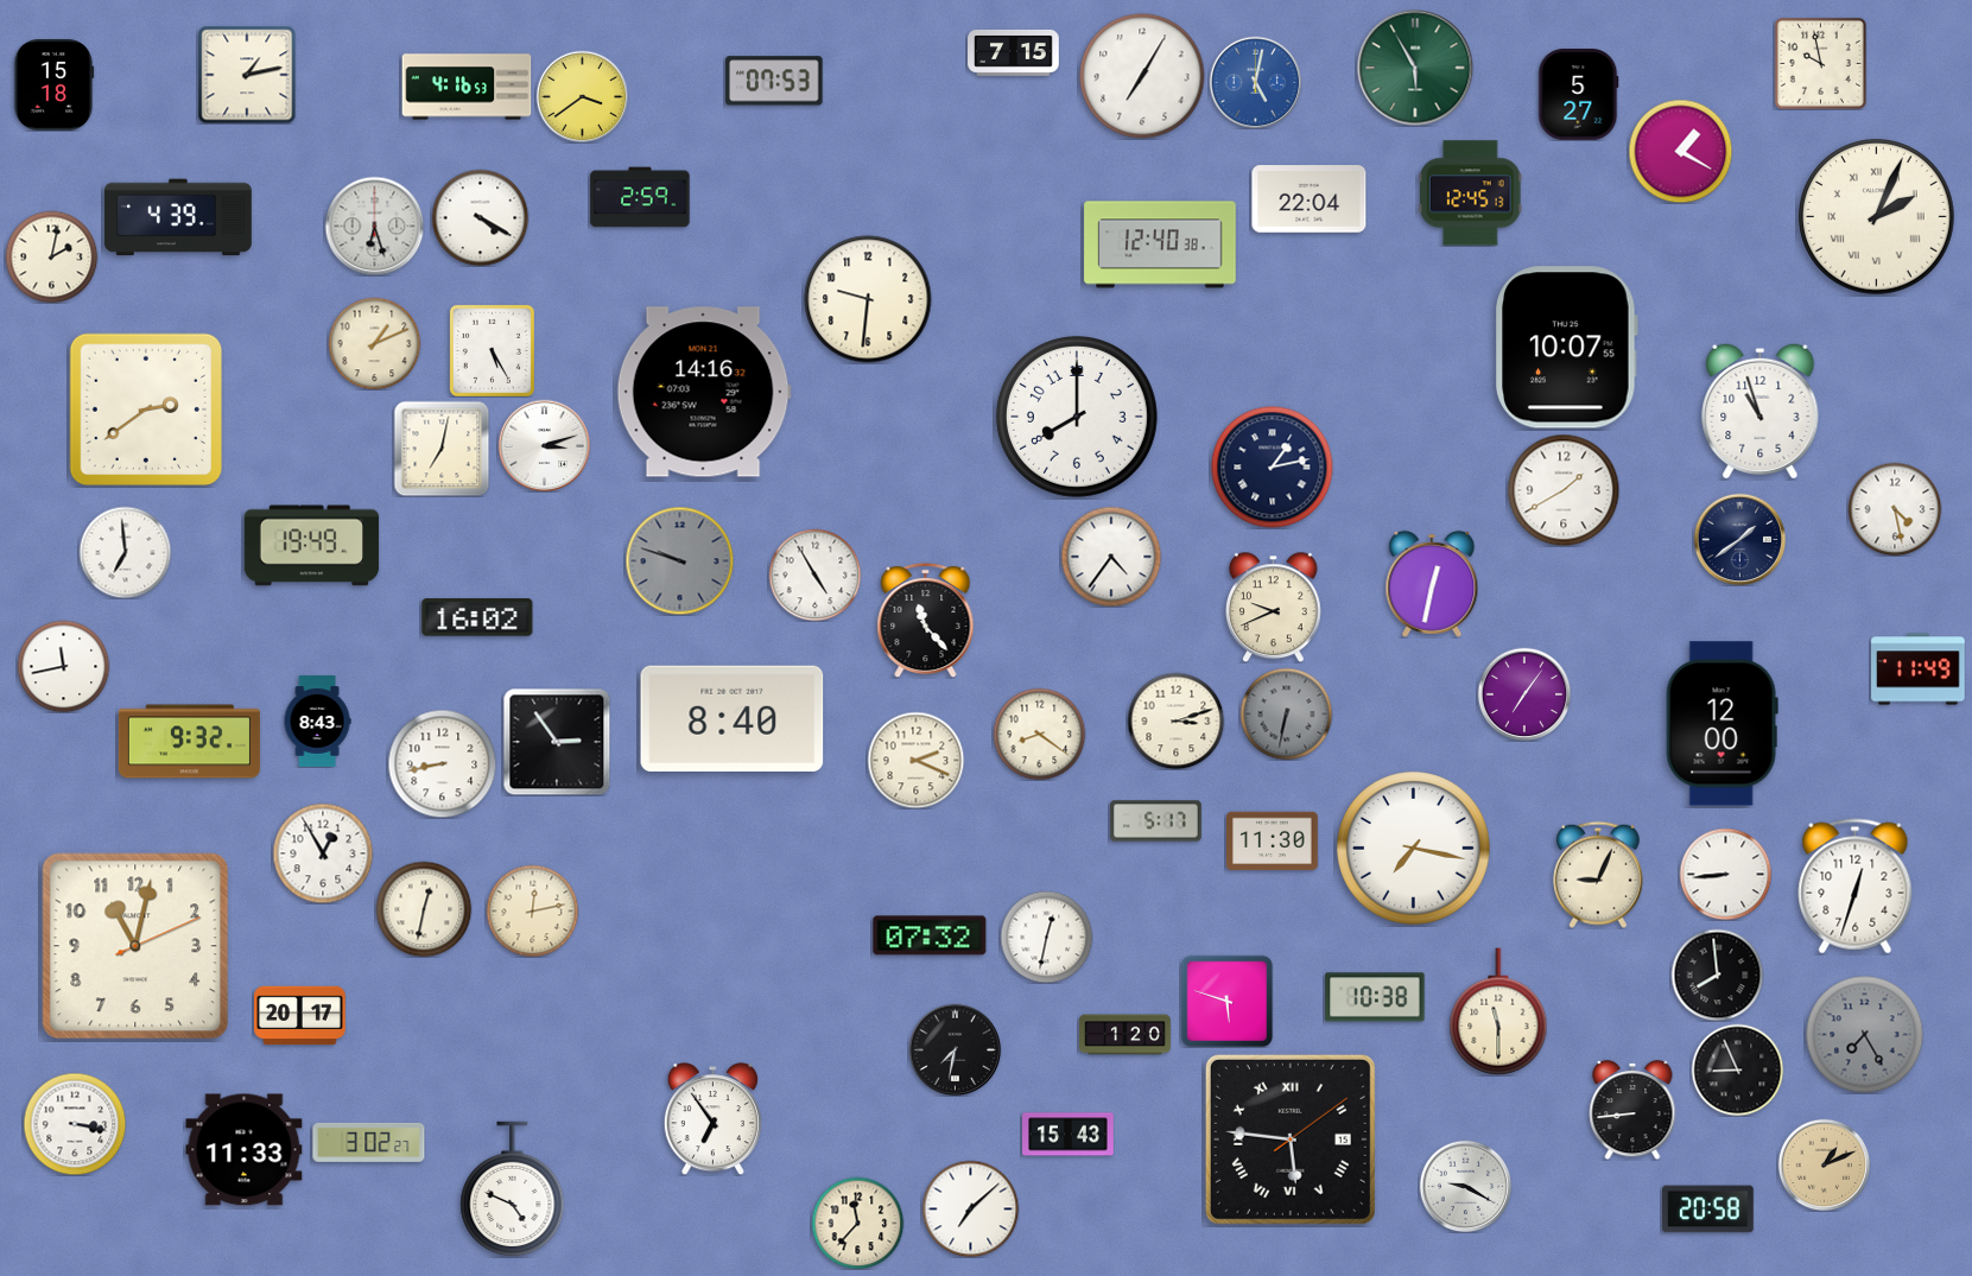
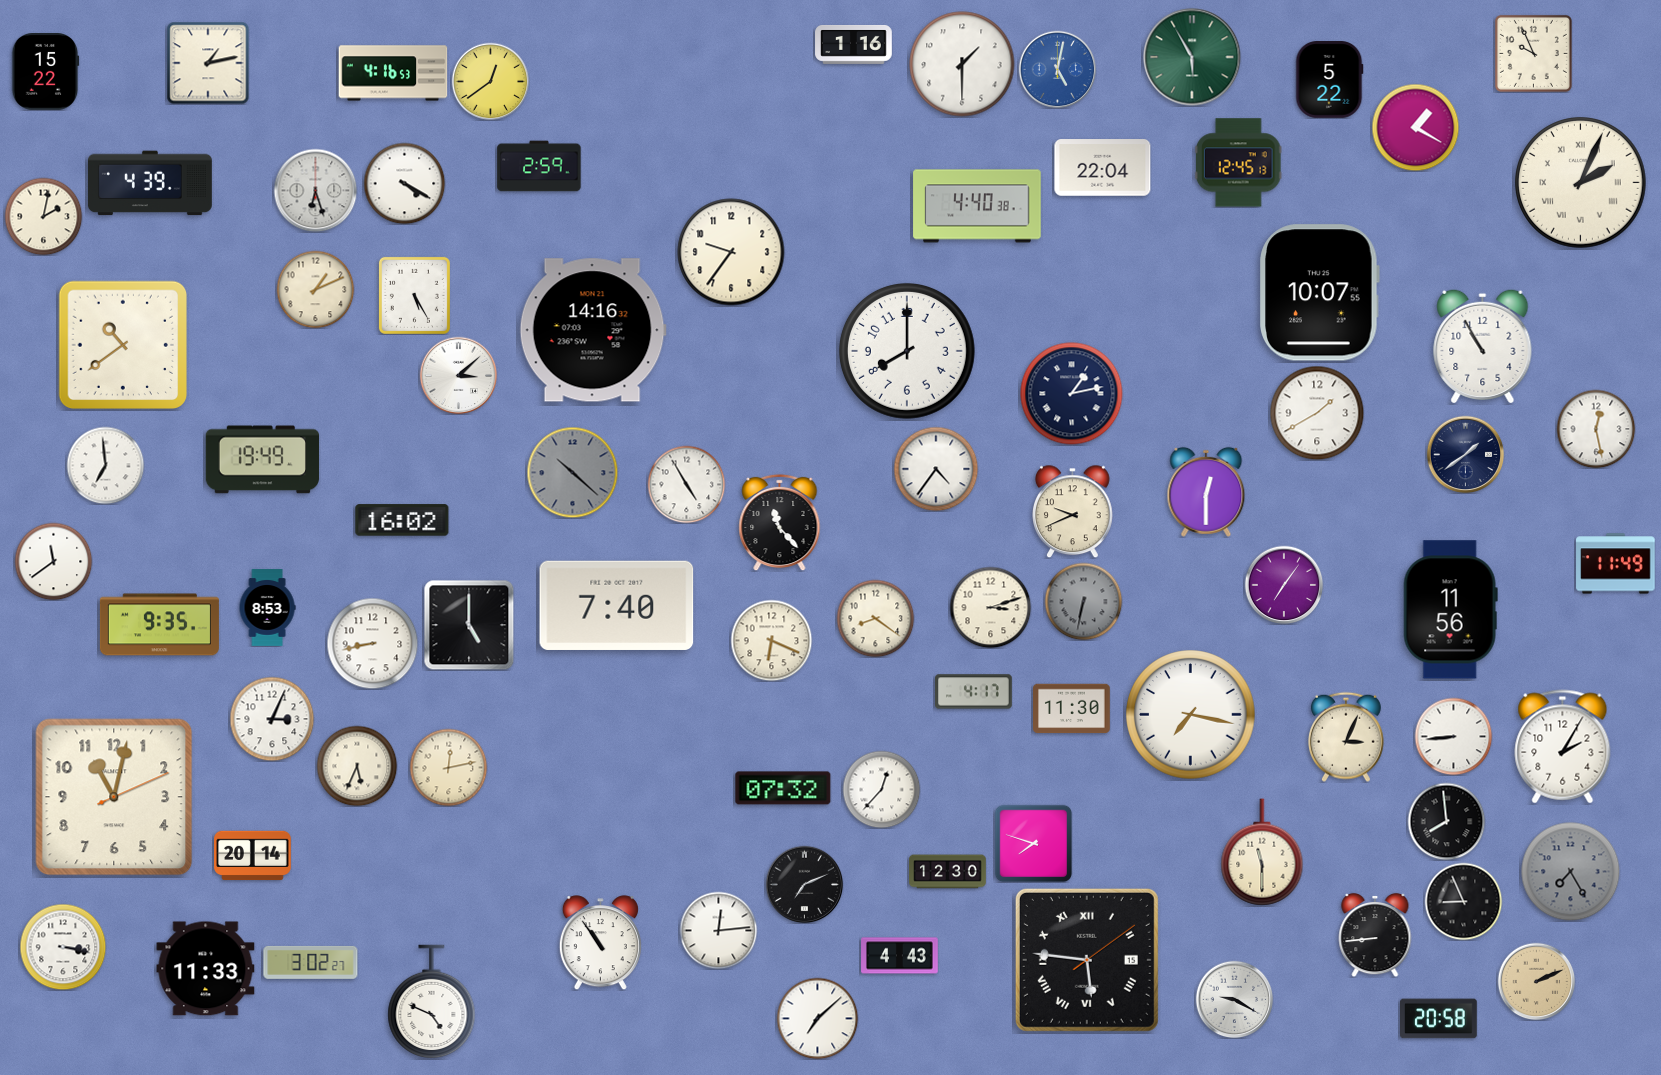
clock at (1014, 52): 7:15 -> 1:16
clock at (1820, 63): 9:58 -> 9:56
clock at (1142, 76): 7:05 -> 1:30
clock at (774, 81): 07:53 -> none
clock at (53, 85): 15:18 -> 15:22
clock at (1579, 95): 5:27 -> 5:22
clock at (582, 96): 3:39 -> 12:39
clock at (1160, 245): 12:40 -> 4:40
clock at (868, 299): 9:31 -> 9:36
clock at (146, 410): 2:39 -> 10:39
clock at (1761, 410): 10:57 -> 10:55
clock at (544, 445): 3:12 -> 3:08
clock at (442, 449): 7:02 -> none
clock at (1895, 509): 4:28 -> 12:28
clock at (679, 560): 9:48 -> 10:22
clock at (1432, 584): 12:32 -> 12:30
clock at (63, 666): 11:43 -> 11:39
clock at (733, 718): 8:40 -> 7:40
clock at (317, 722): 8:43 -> 8:53
clock at (1721, 724): 12:00 -> 11:56
clock at (189, 742): 9:32 -> 9:35
clock at (557, 742): 2:54 -> 5:00
clock at (915, 760): 2:19 -> 6:19
clock at (1156, 821): 5:17 -> 4:17
clock at (323, 853): 12:55 -> 3:04
clock at (1599, 875): 9:04 -> 3:04
clock at (1856, 887): 12:33 -> 2:05
clock at (424, 909): 12:32 -> 5:34
clock at (1046, 937): 12:32 -> 12:37
clock at (1375, 997): 10:38 -> none
clock at (1226, 1001): 5:48 -> 7:48
clock at (300, 1016): 20:17 -> 20:14
clock at (1126, 1035): 1:20 -> 12:30
clock at (955, 1049): 7:32 -> 7:11
clock at (718, 930): none -> 12:14
clock at (712, 1119): 6:54 -> 10:54
clock at (1069, 1135): 15:43 -> 4:43
clock at (1824, 1164): 1:11 -> 2:11
clock at (857, 1223): 11:37 -> none
